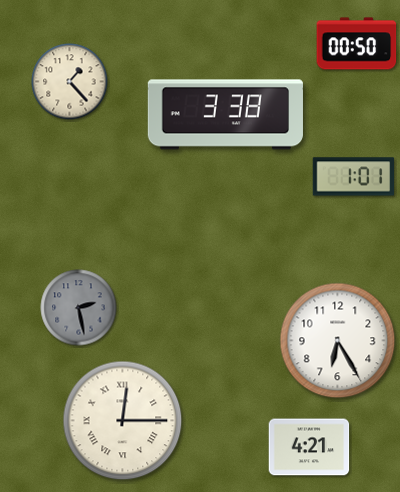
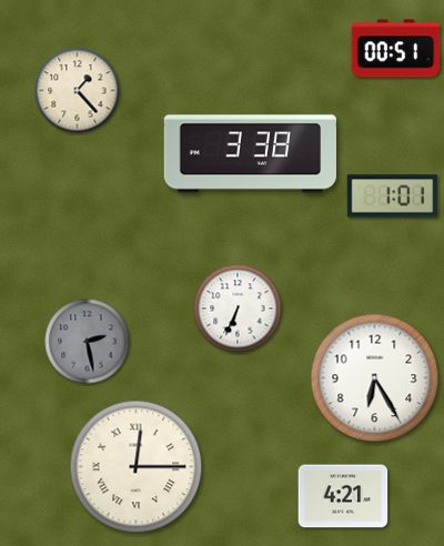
clock at (357, 44): 00:50 -> 00:51
clock at (225, 115) position: (225, 115) -> (250, 154)
clock at (238, 309): none -> 6:34
